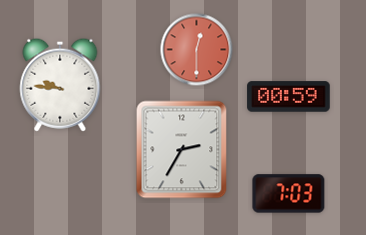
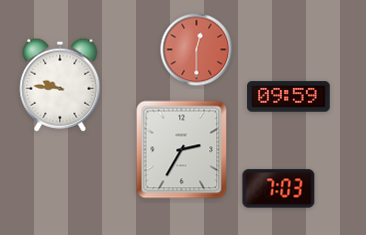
clock at (289, 97): 00:59 -> 09:59
clock at (289, 194) position: (289, 194) -> (279, 189)
